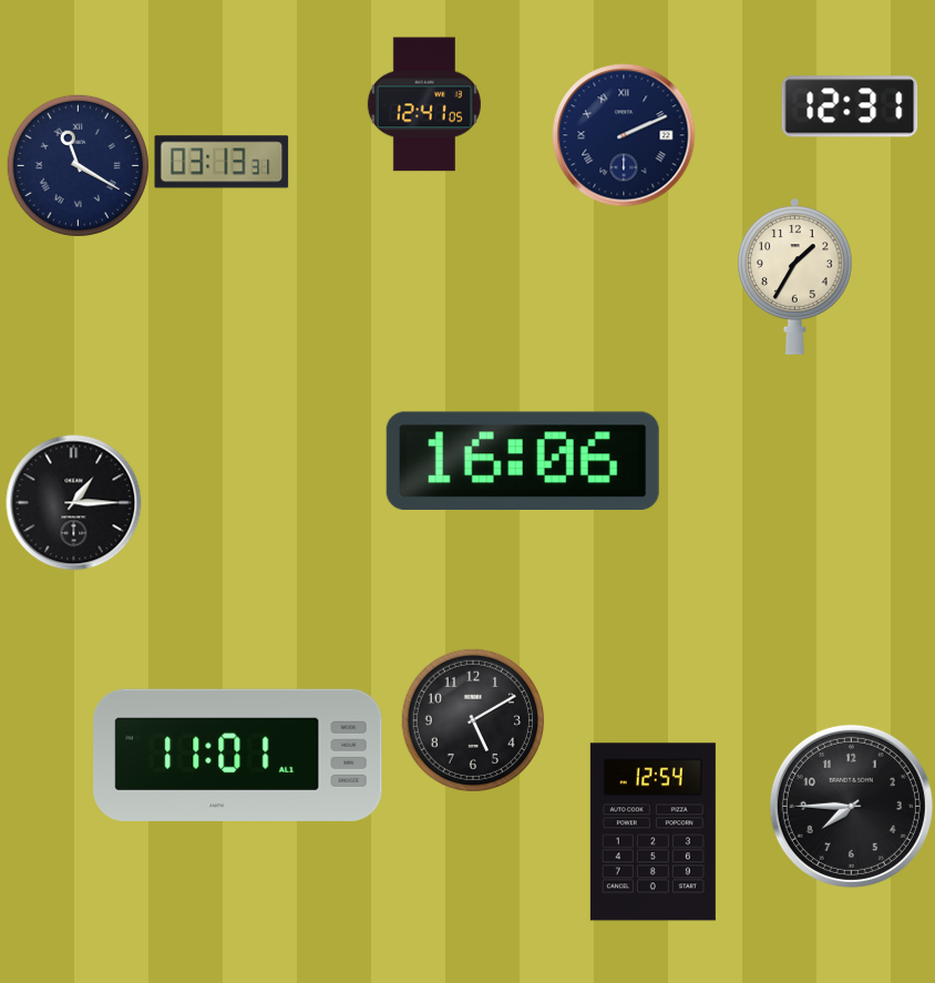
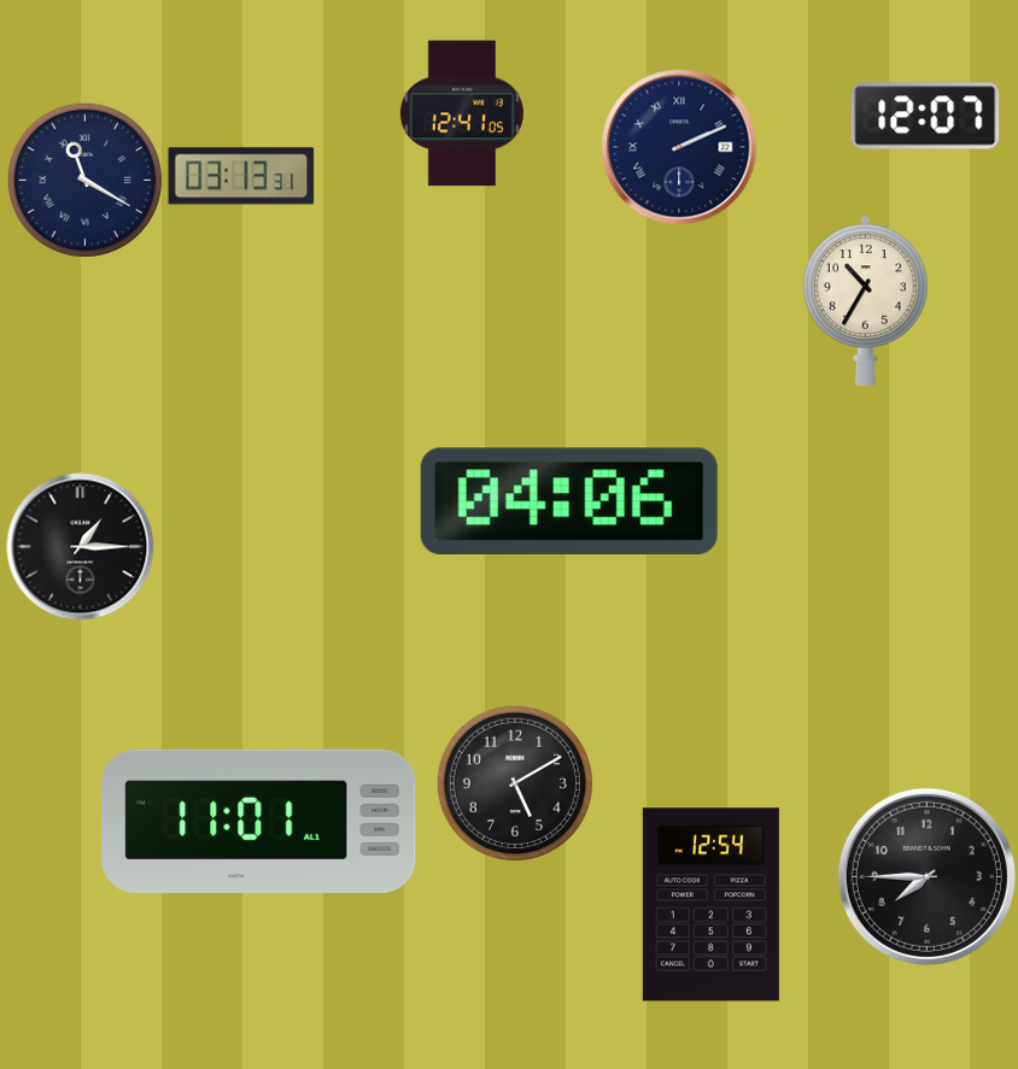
clock at (850, 106): 12:31 -> 12:07
clock at (795, 276): 1:35 -> 10:35
clock at (523, 460): 16:06 -> 04:06
